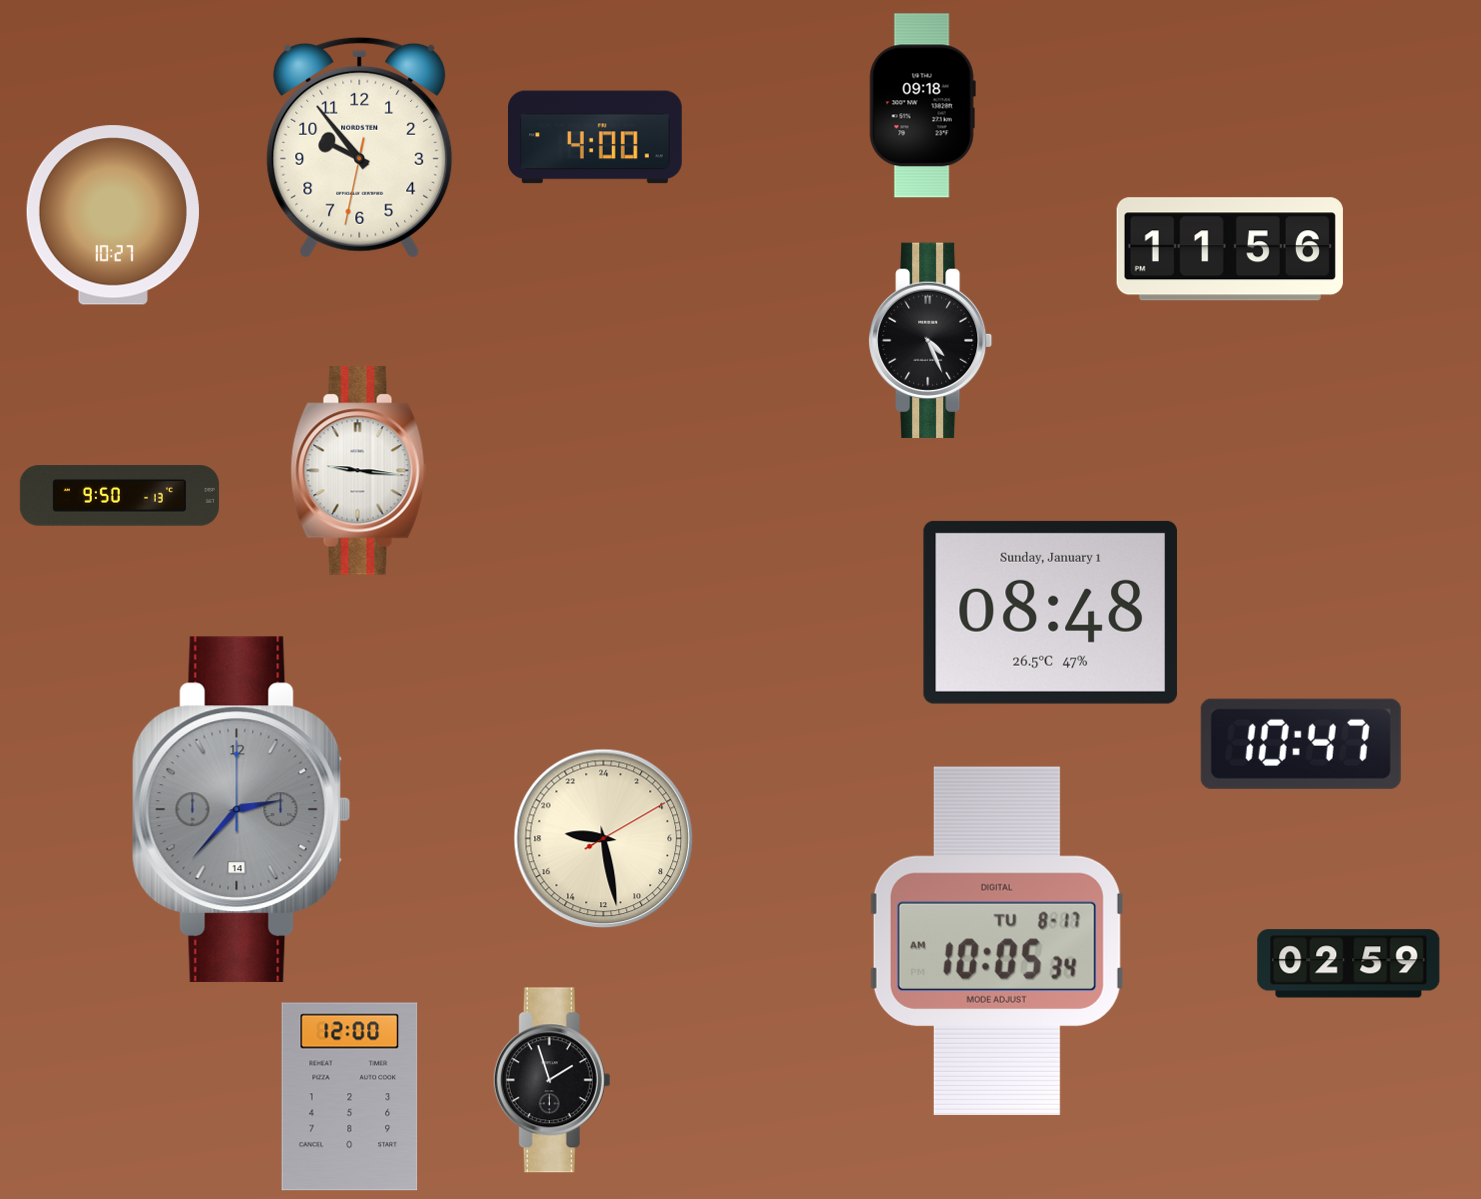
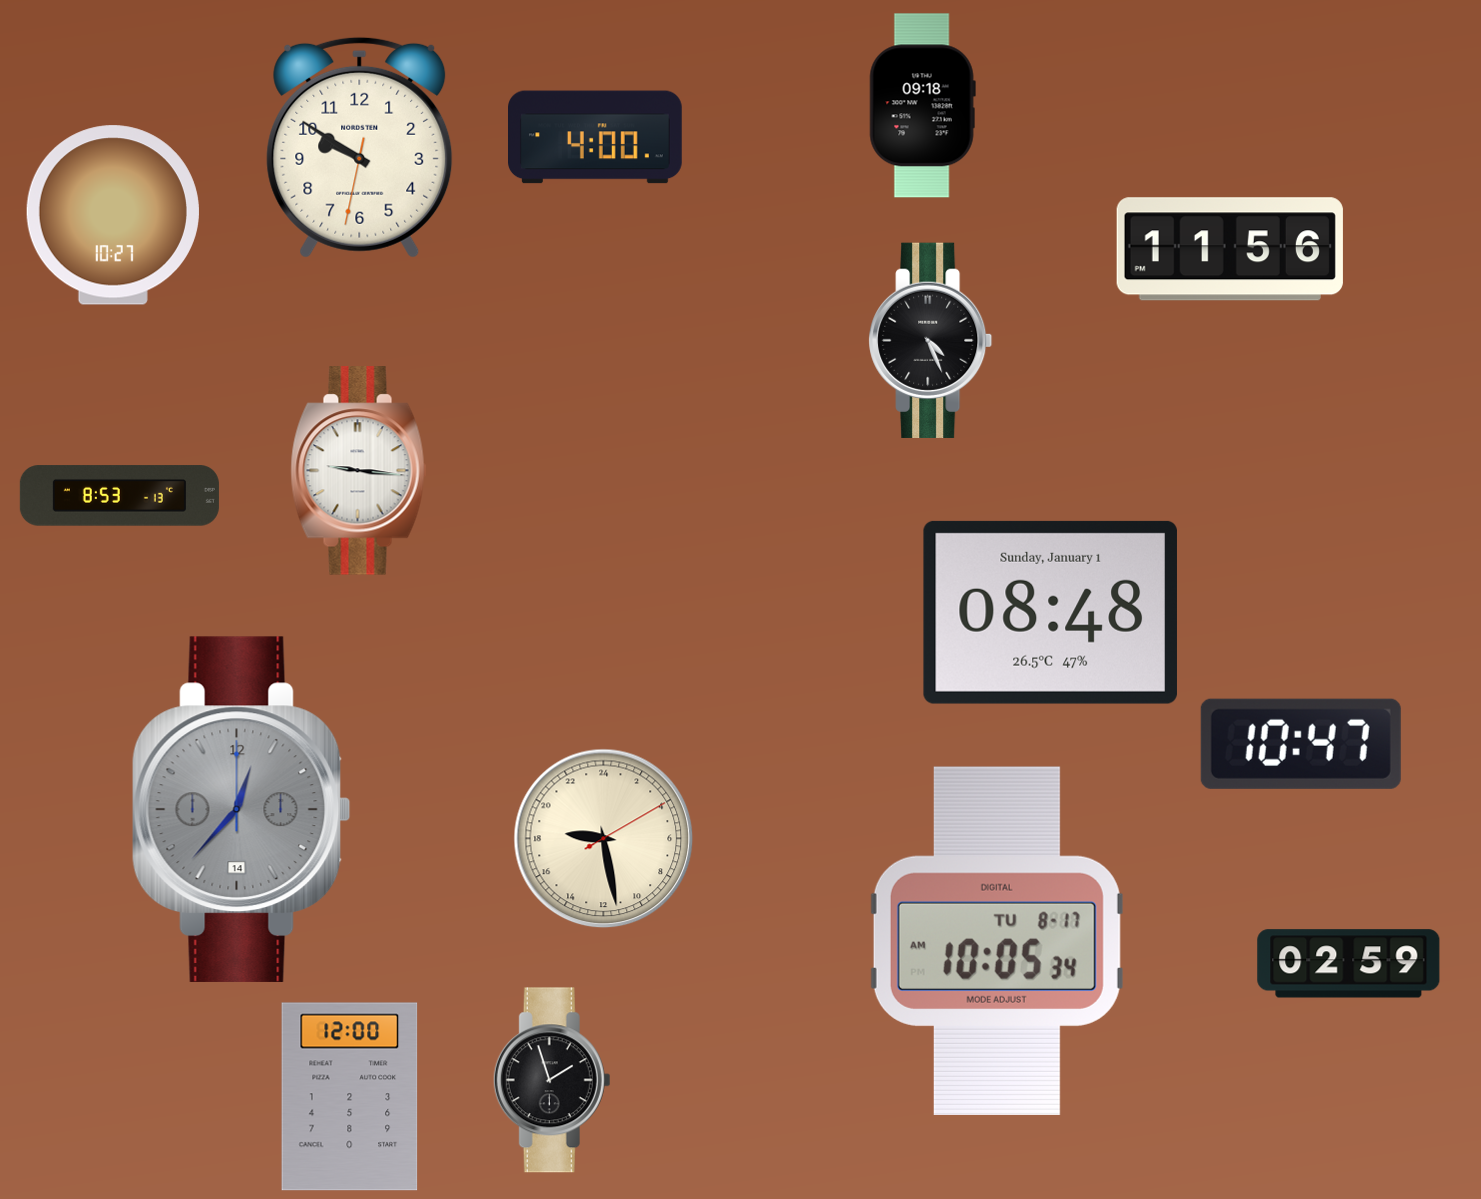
clock at (360, 147): 9:53 -> 9:50
clock at (119, 496): 9:50 -> 8:53
clock at (241, 809): 2:37 -> 12:37
